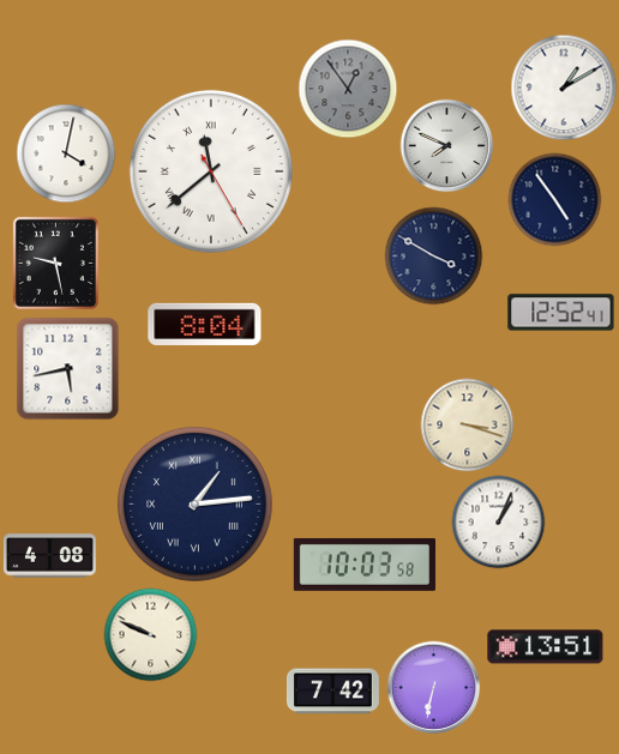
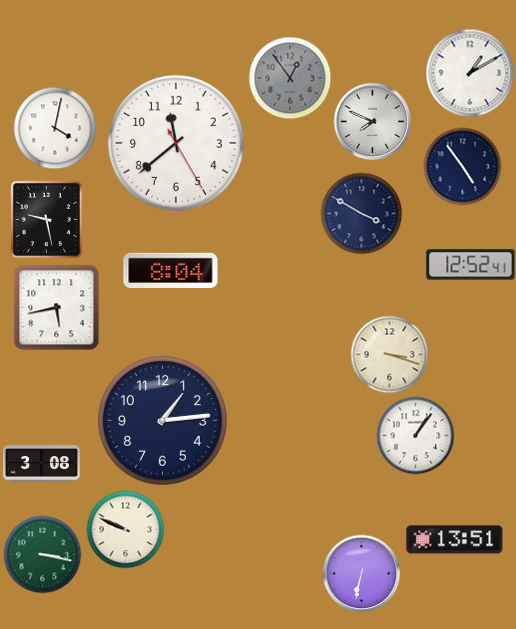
clock at (348, 89) position: (348, 89) -> (290, 78)
clock at (211, 171) numerals: Roman -> Arabic
clock at (561, 313) position: (561, 313) -> (471, 265)
clock at (196, 505) numerals: Roman -> Arabic
clock at (498, 521): 1:04 -> 1:06
clock at (49, 556): 4:08 -> 3:08
clock at (365, 565): 10:03 -> none
clock at (42, 554): none -> 3:17
clock at (332, 692): 7:42 -> none
